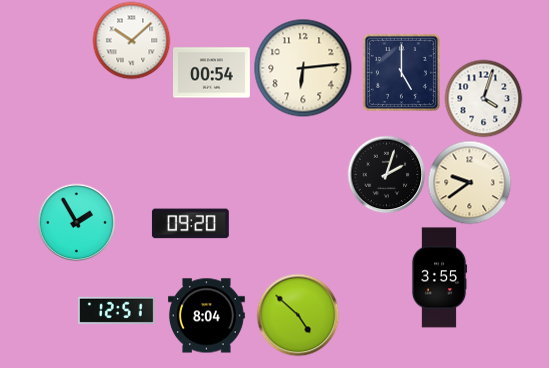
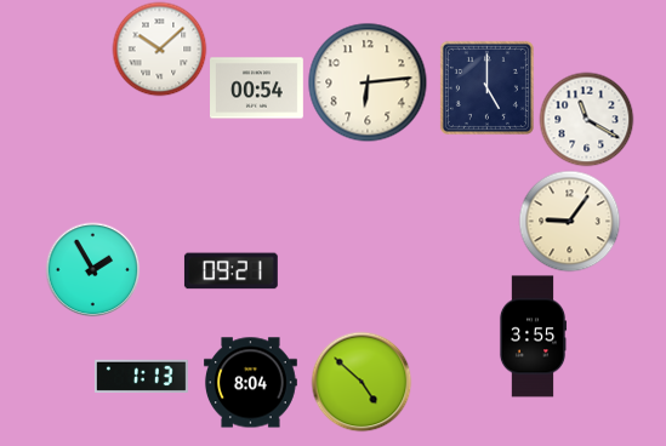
clock at (483, 98): 4:03 -> 11:20
clock at (386, 174): 2:03 -> none
clock at (469, 182): 9:39 -> 9:06
clock at (190, 224): 09:20 -> 09:21
clock at (116, 310): 12:51 -> 1:13
